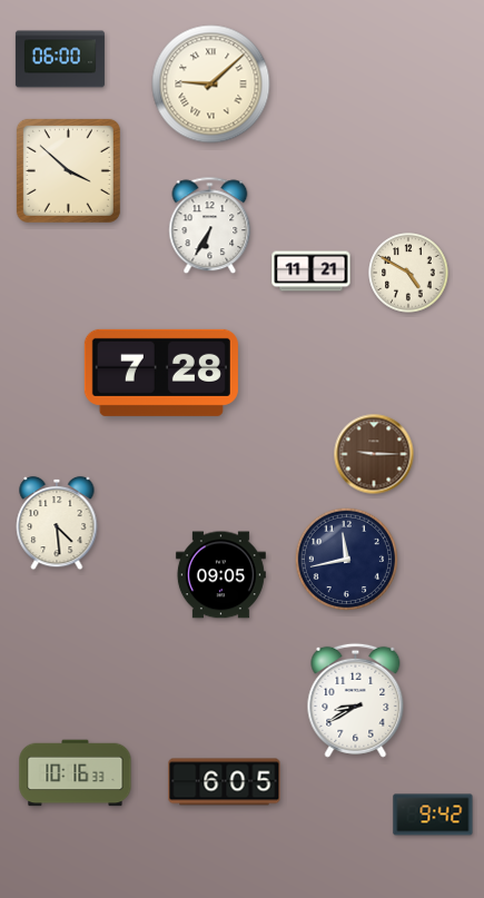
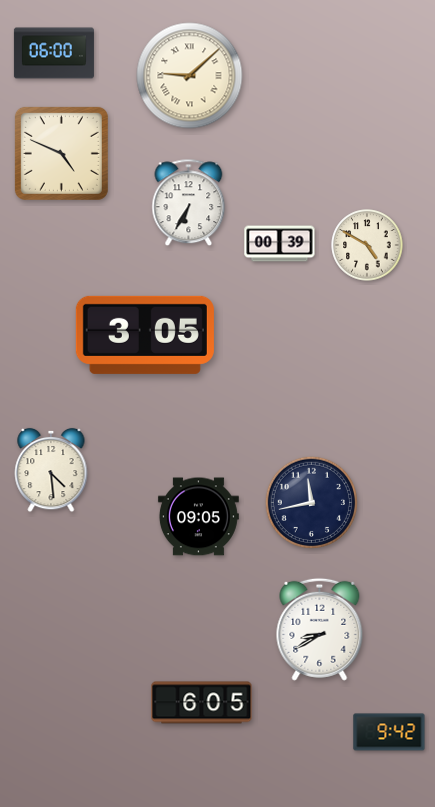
clock at (68, 170): 3:52 -> 4:49
clock at (312, 272): 11:21 -> 00:39
clock at (161, 373): 7:28 -> 3:05
clock at (374, 454): 9:15 -> none
clock at (76, 773): 10:16 -> none
